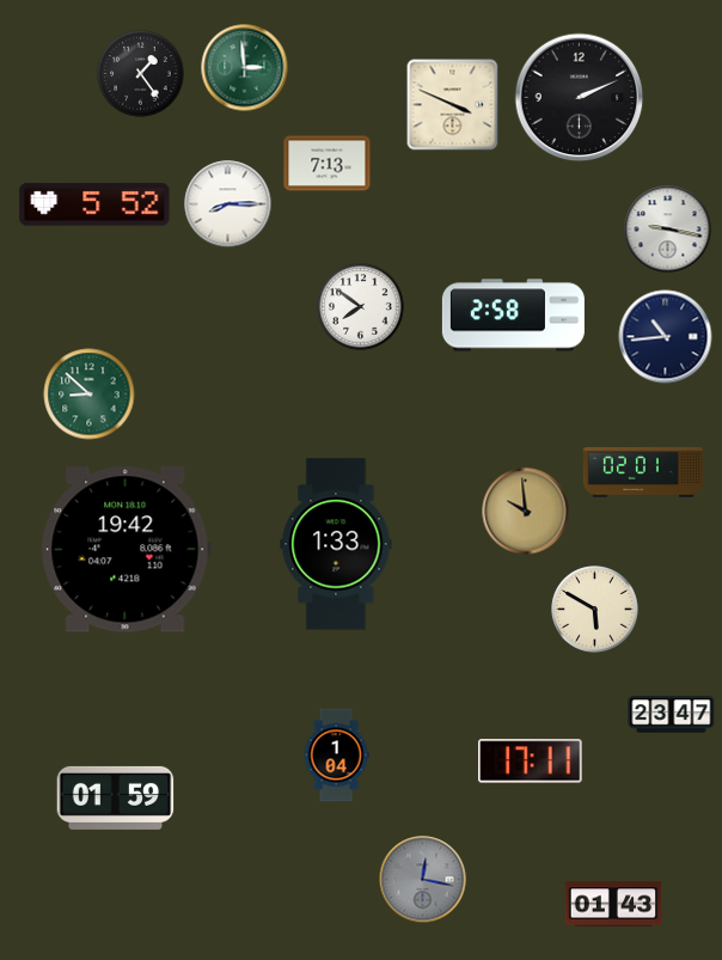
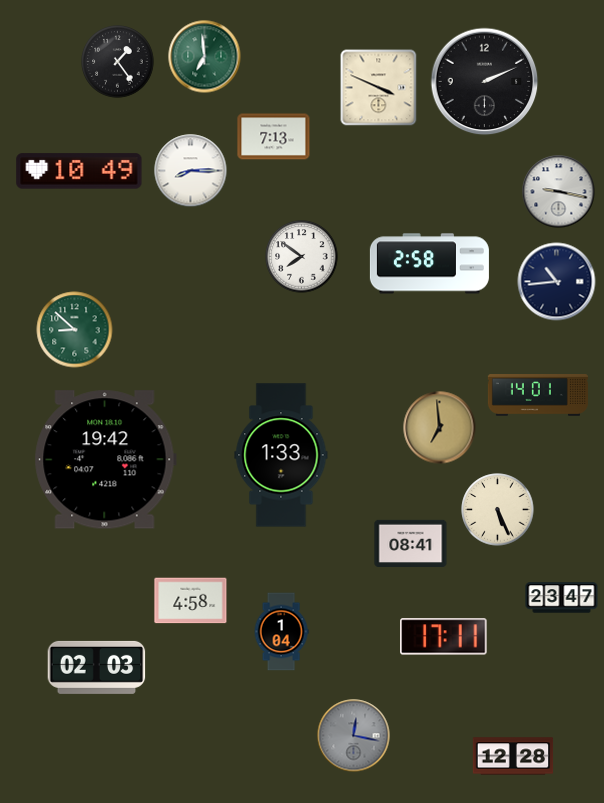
clock at (245, 68): 2:59 -> 6:59
clock at (94, 204): 5:52 -> 10:49
clock at (643, 473): 02:01 -> 14:01
clock at (526, 512): 9:59 -> 6:59
clock at (595, 610): 5:50 -> 5:26
clock at (411, 543): none -> 08:41
clock at (191, 601): none -> 4:58
clock at (116, 797): 01:59 -> 02:03
clock at (613, 904): 01:43 -> 12:28
